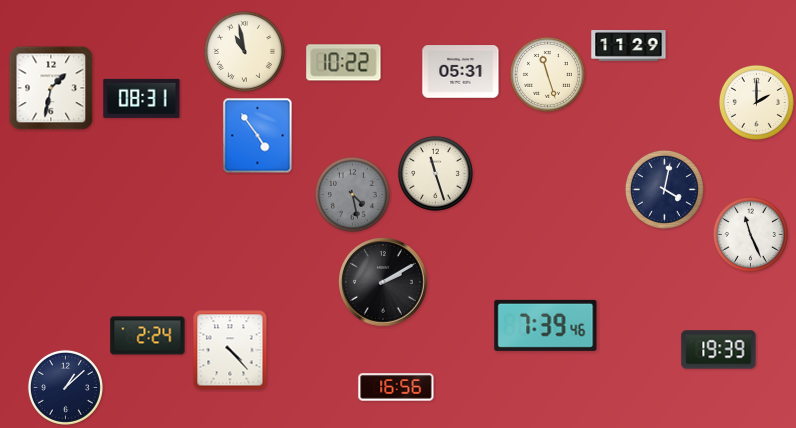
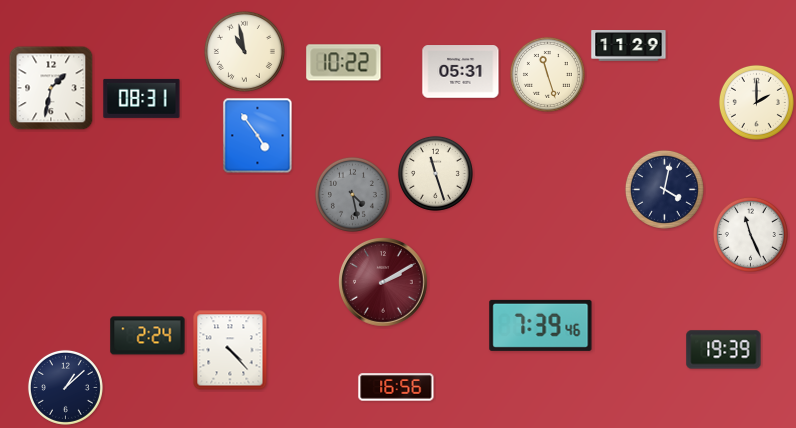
clock at (384, 283) dial: black -> burgundy
clock at (546, 325) position: (546, 325) -> (541, 325)
clock at (719, 350) position: (719, 350) -> (724, 350)
